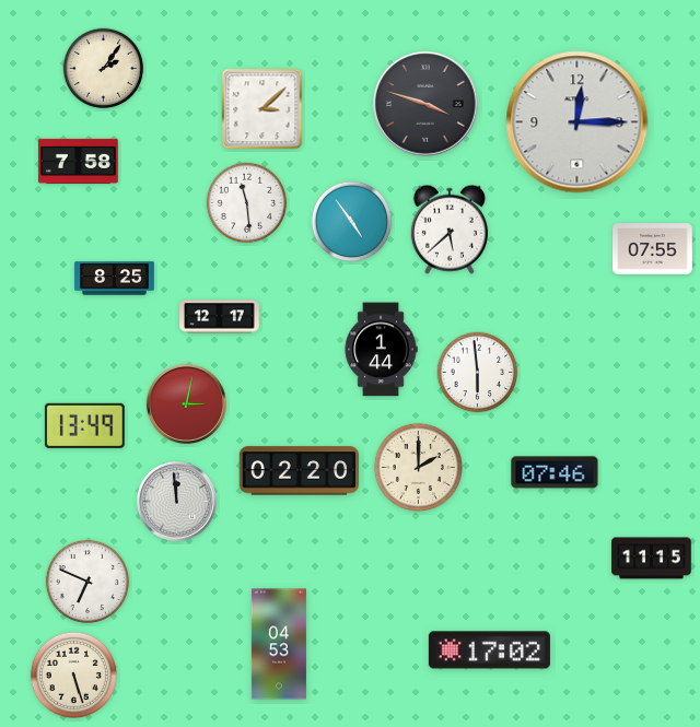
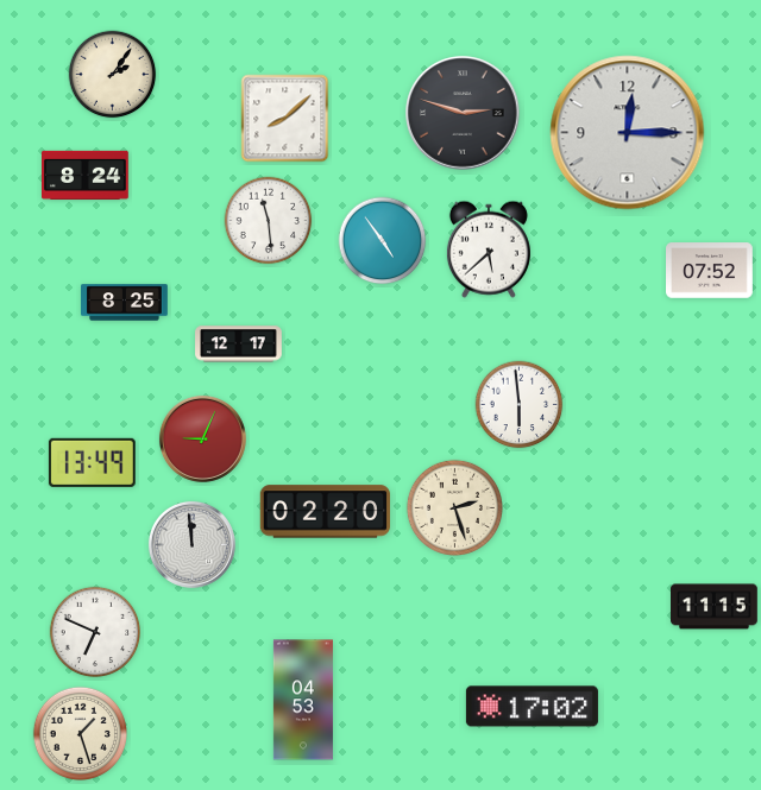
clock at (425, 104): 3:48 -> 2:48
clock at (262, 109): 3:08 -> 8:08
clock at (79, 161): 7:58 -> 8:24
clock at (653, 249): 07:55 -> 07:52
clock at (381, 350): 1:44 -> none
clock at (186, 403): 3:02 -> 9:04
clock at (418, 467): 2:00 -> 2:27
clock at (555, 472): 07:46 -> none
clock at (652, 559) position: (652, 559) -> (715, 607)
clock at (73, 675): 5:27 -> 1:27
